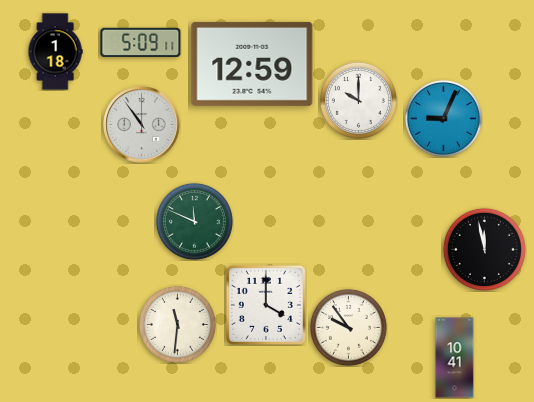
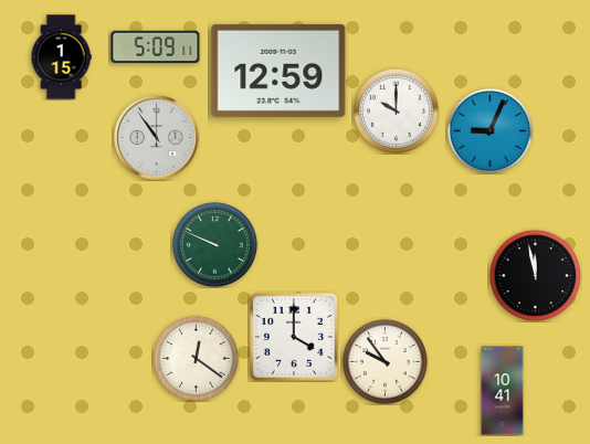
clock at (55, 52): 1:18 -> 1:15
clock at (194, 221): 11:49 -> 9:49
clock at (177, 324): 11:31 -> 12:21
clock at (455, 358) position: (455, 358) -> (503, 391)
